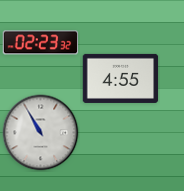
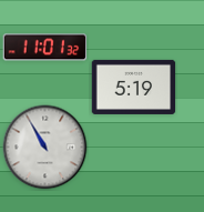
clock at (41, 43): 02:23 -> 11:01
clock at (121, 78): 4:55 -> 5:19
